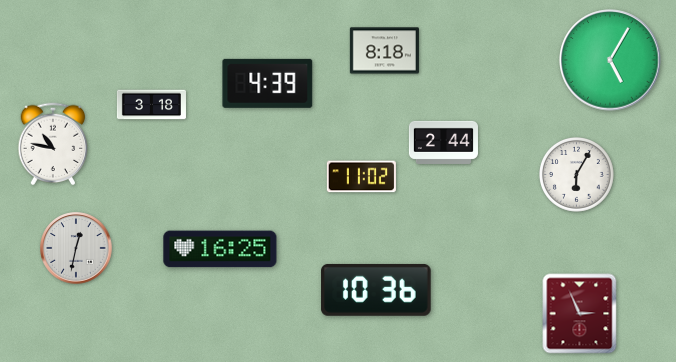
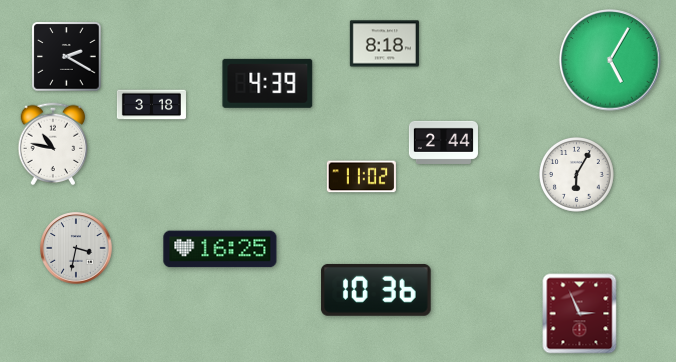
clock at (384, 51) position: (384, 51) -> (384, 44)
clock at (67, 57): none -> 2:20
clock at (76, 248): 12:32 -> 3:32
